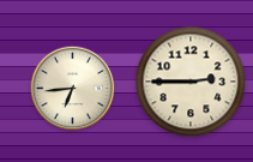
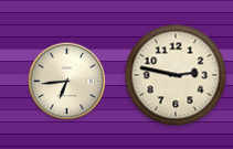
clock at (191, 82): 2:45 -> 2:47
